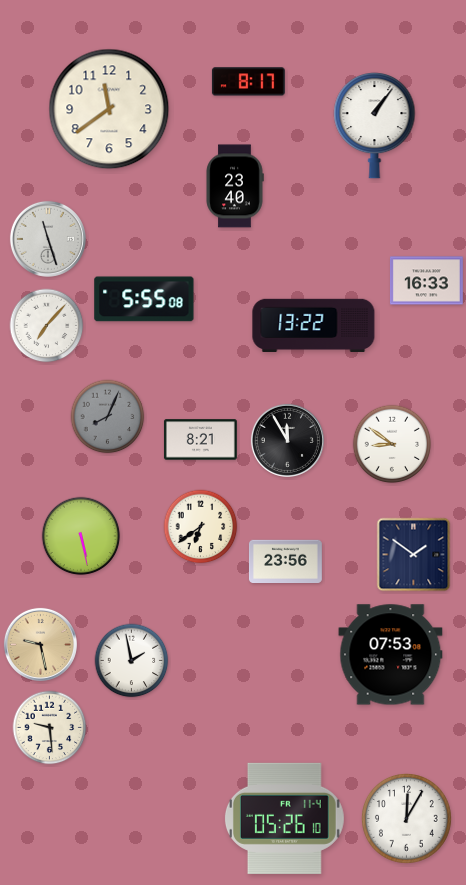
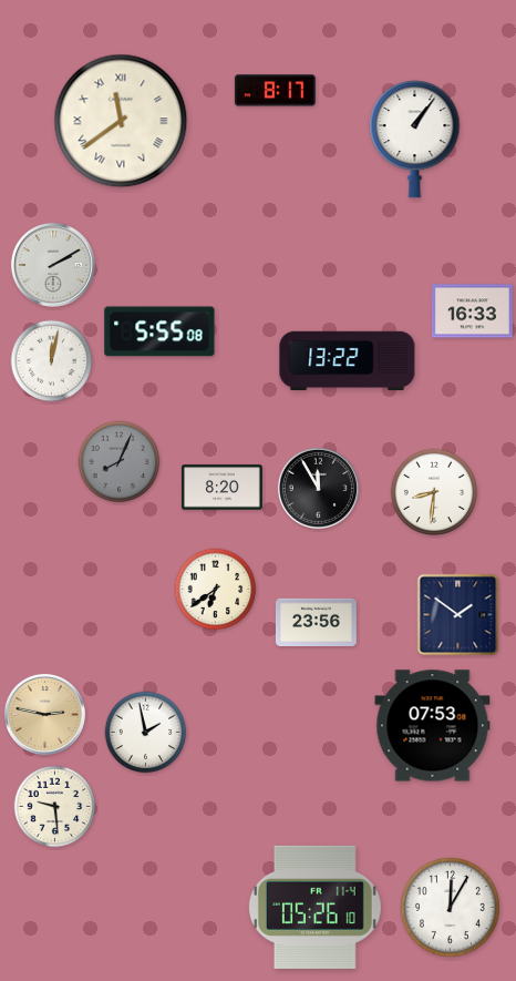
clock at (109, 109) numerals: Arabic -> Roman
clock at (235, 186): 23:40 -> none
clock at (48, 239): 11:27 -> 2:10
clock at (47, 326): 7:07 -> 12:02
clock at (200, 440): 8:21 -> 8:20
clock at (392, 444): 8:51 -> 8:31
clock at (201, 527) position: (201, 527) -> (216, 590)
clock at (81, 536): 5:28 -> none
clock at (40, 644): 9:28 -> 2:47
